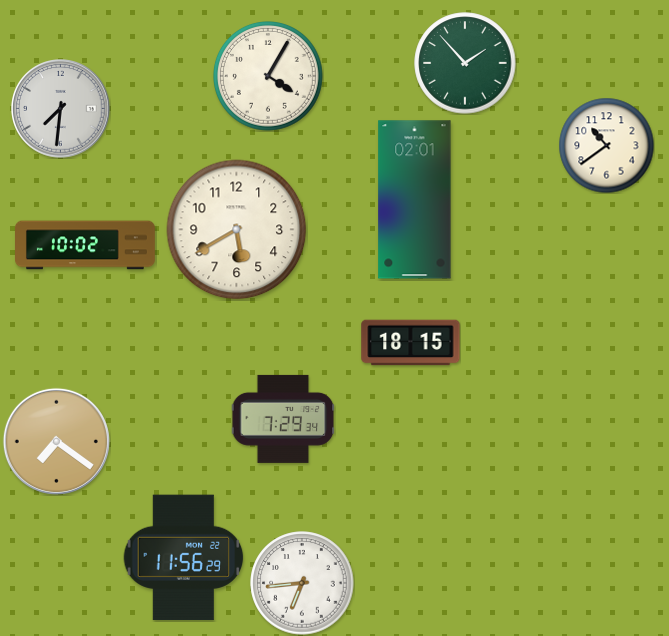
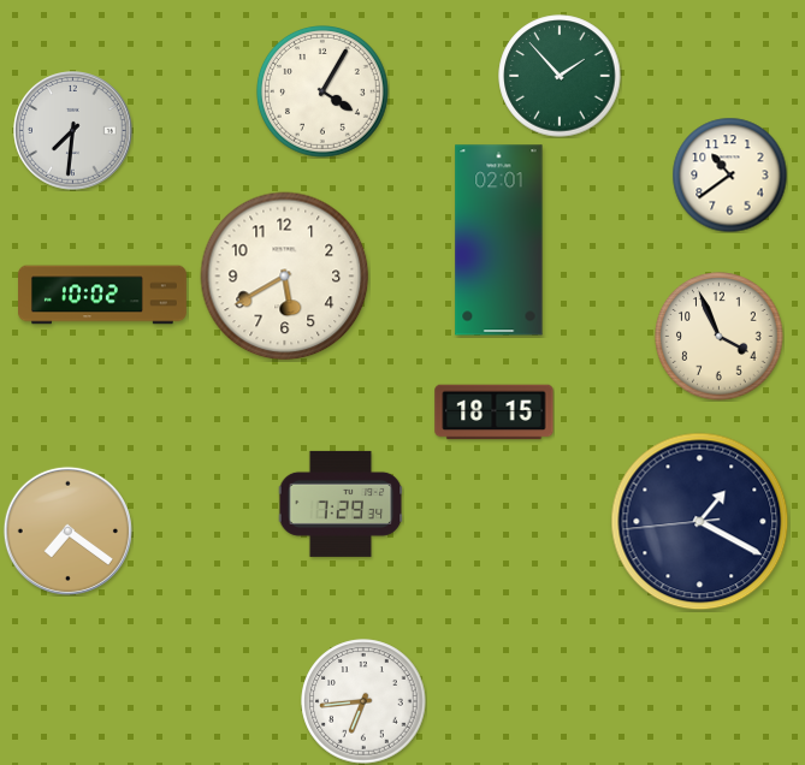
clock at (720, 337): none -> 3:56
clock at (700, 522): none -> 1:19
clock at (184, 558): 11:56 -> none
